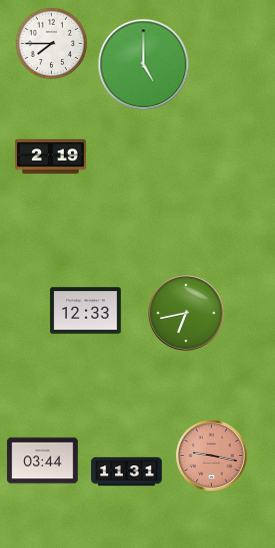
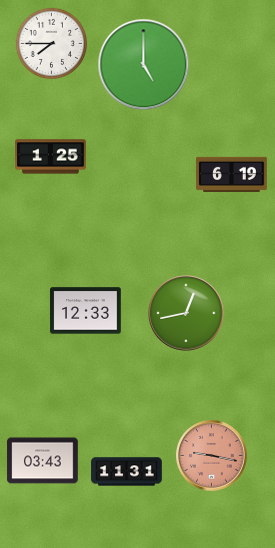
clock at (51, 157): 2:19 -> 1:25
clock at (232, 174): none -> 6:19
clock at (186, 313): 6:43 -> 12:43
clock at (43, 461): 03:44 -> 03:43
